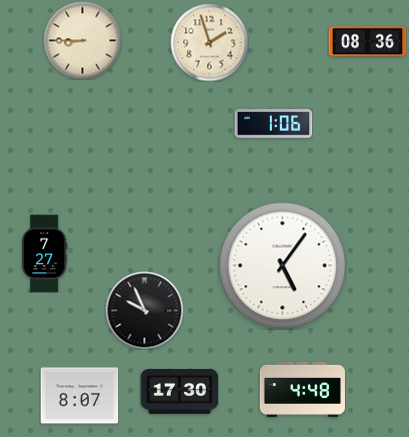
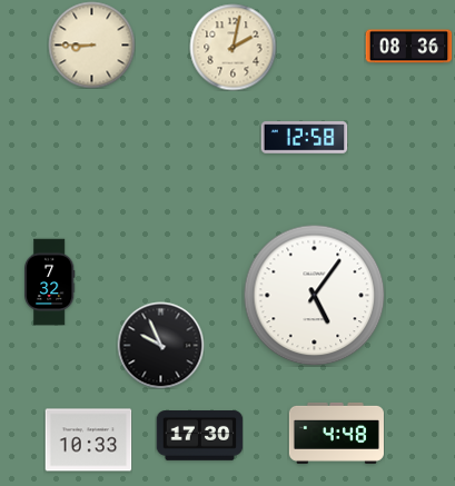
clock at (209, 42): 1:57 -> 2:02
clock at (273, 124): 1:06 -> 12:58
clock at (44, 253): 7:27 -> 7:32
clock at (79, 396): 8:07 -> 10:33
